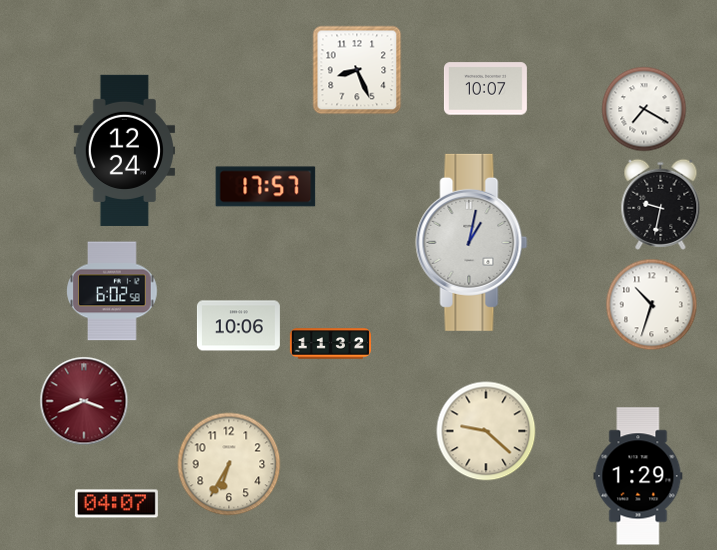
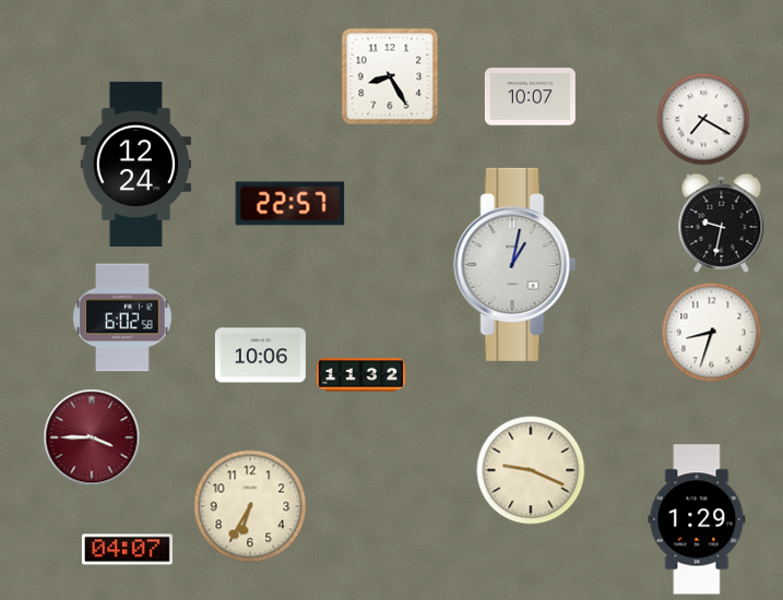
clock at (357, 70): 8:26 -> 8:25
clock at (266, 187): 17:57 -> 22:57
clock at (652, 305): 10:33 -> 8:33
clock at (84, 401): 3:41 -> 3:45
clock at (486, 431): 9:22 -> 9:19
